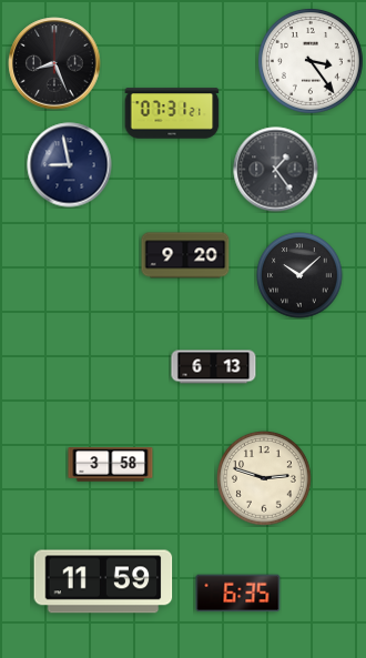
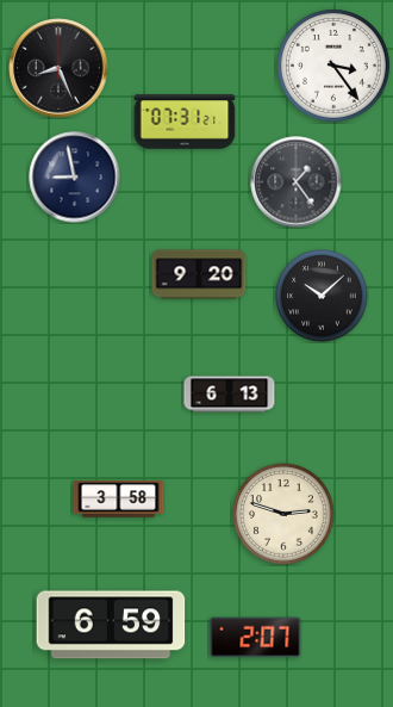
clock at (103, 581): 11:59 -> 6:59
clock at (238, 594): 6:35 -> 2:07
